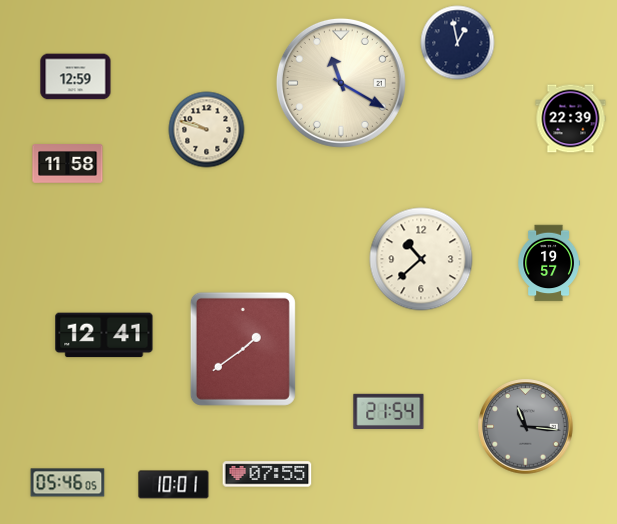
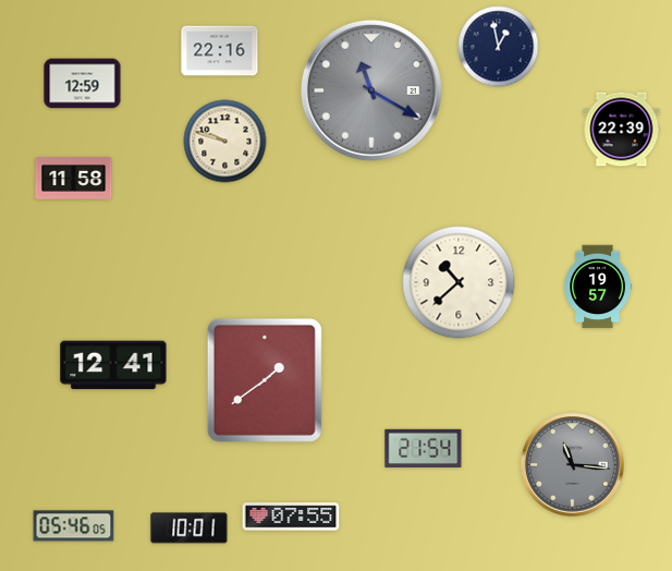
clock at (220, 51): none -> 22:16
clock at (341, 83) dial: cream -> grey
